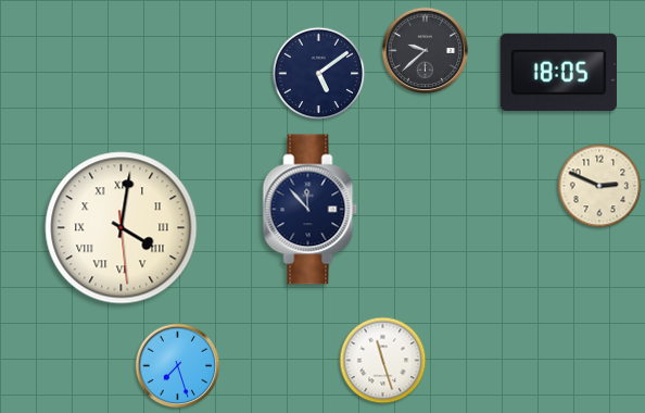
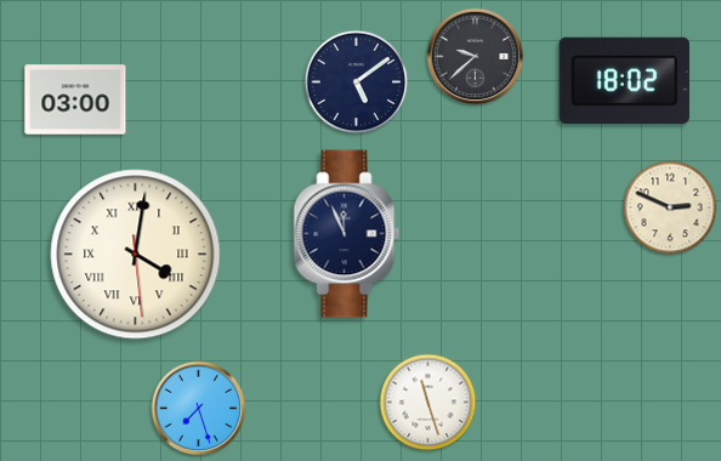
clock at (558, 72): 18:05 -> 18:02
clock at (75, 99): none -> 03:00
clock at (311, 210): 11:53 -> 11:56
